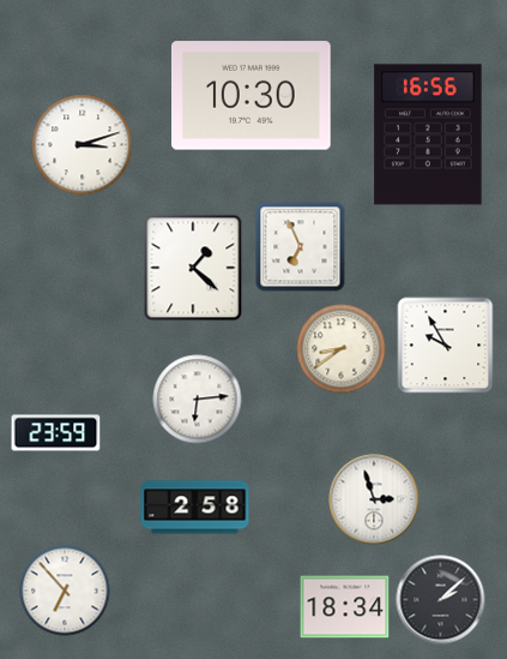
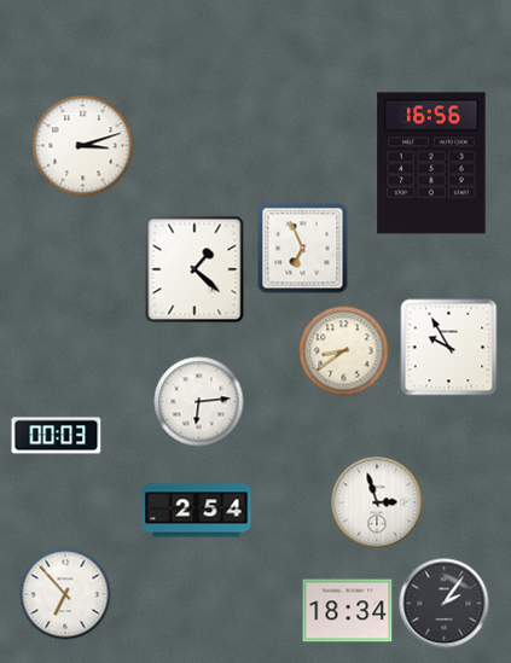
clock at (252, 96): 10:30 -> none
clock at (428, 134) position: (428, 134) -> (431, 163)
clock at (56, 433): 23:59 -> 00:03
clock at (195, 508): 2:58 -> 2:54
clock at (441, 600): 2:08 -> 2:06
